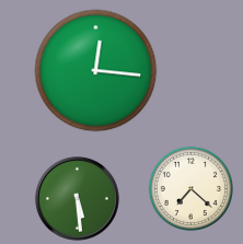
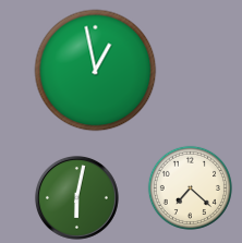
clock at (96, 71): 12:16 -> 12:58
clock at (77, 198): 5:29 -> 6:02
